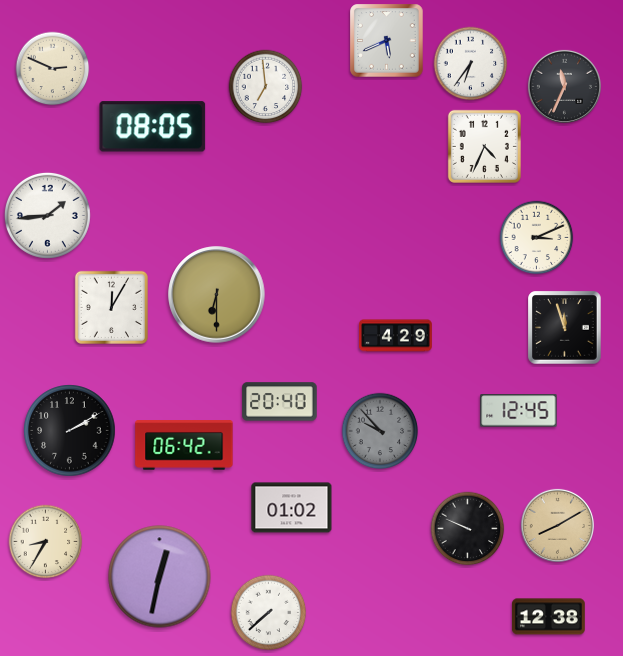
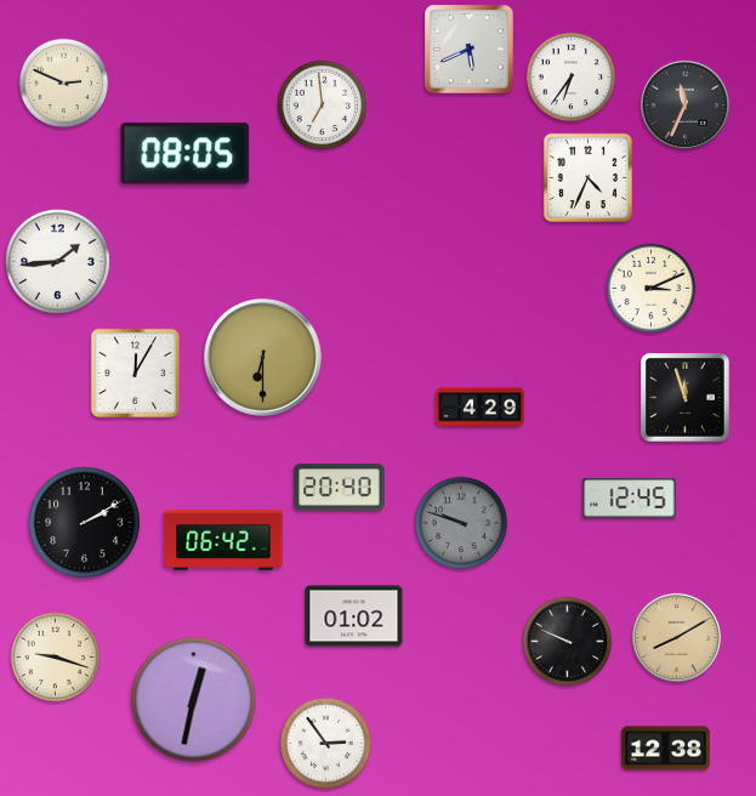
clock at (380, 431): 9:53 -> 9:48
clock at (46, 542): 8:35 -> 9:18
clock at (269, 613): 7:38 -> 2:54
